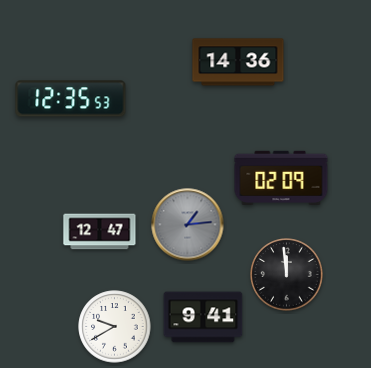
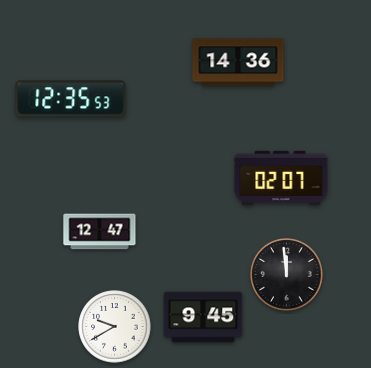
clock at (281, 178): 02:09 -> 02:07
clock at (188, 225): 1:14 -> none
clock at (203, 317): 9:41 -> 9:45
